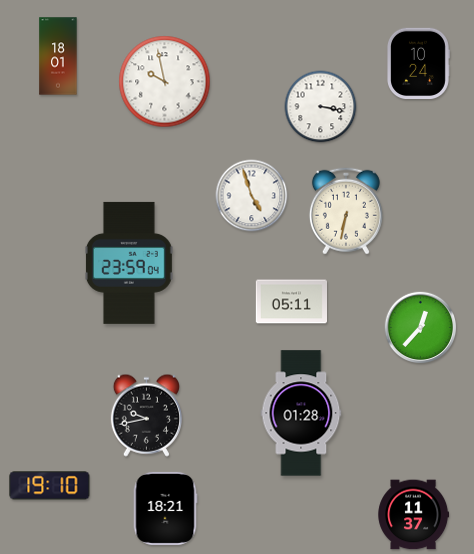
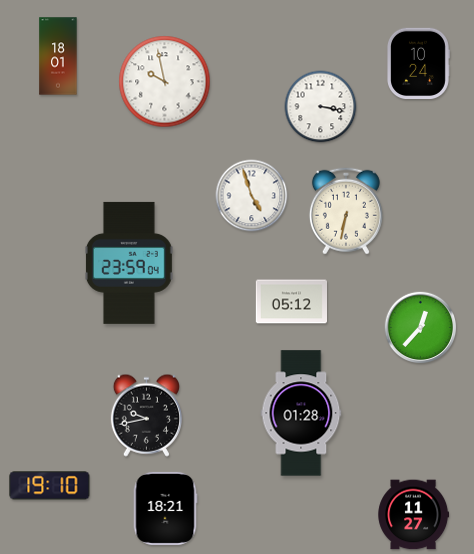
clock at (292, 302): 05:11 -> 05:12
clock at (414, 515): 11:37 -> 11:27
